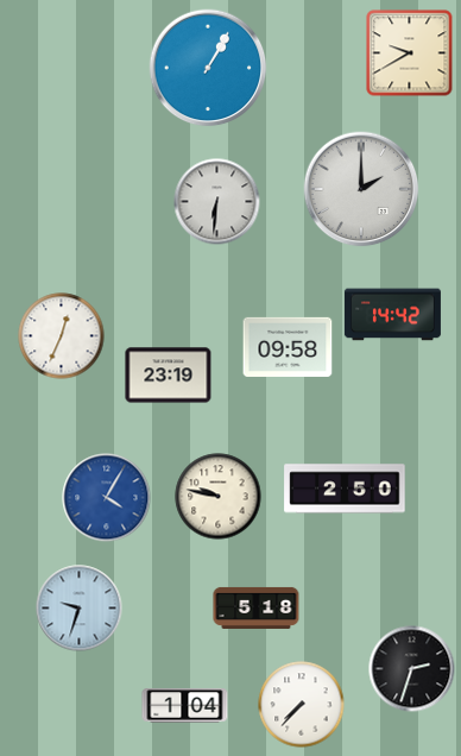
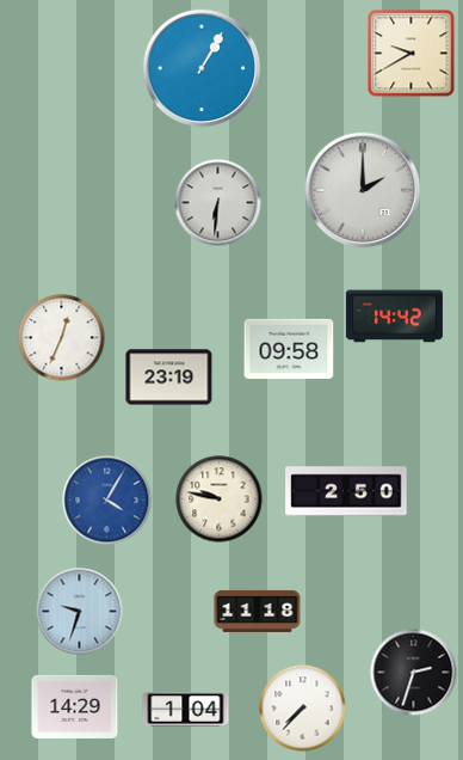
clock at (208, 68) position: (208, 68) -> (202, 68)
clock at (257, 607): 5:18 -> 11:18
clock at (75, 706): none -> 14:29
